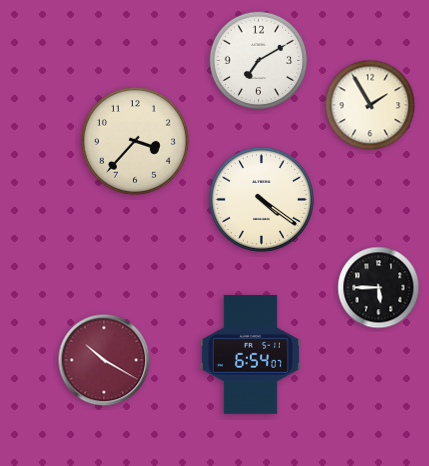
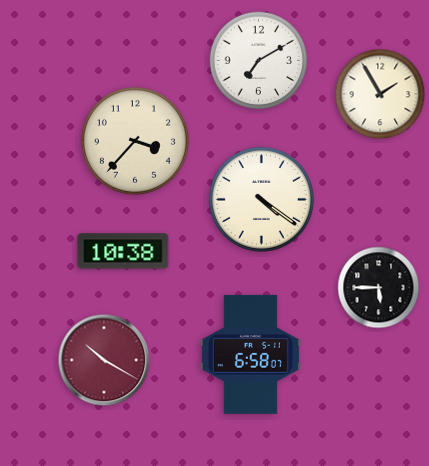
clock at (370, 105) position: (370, 105) -> (380, 94)
clock at (123, 251): none -> 10:38
clock at (250, 354): 6:54 -> 6:58
